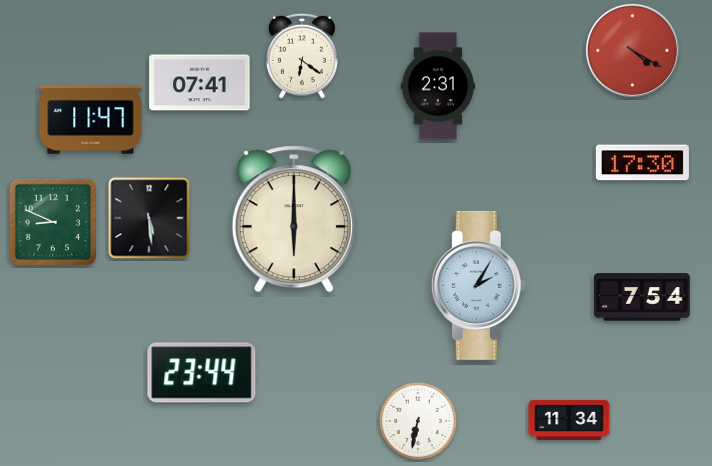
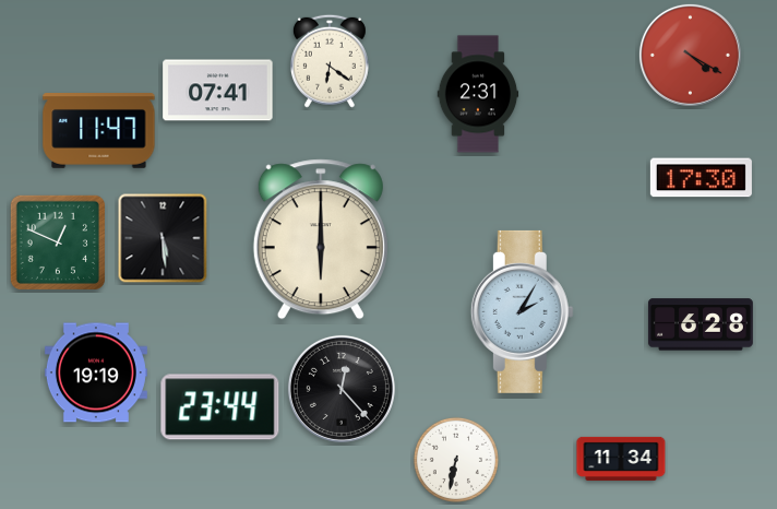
clock at (53, 222): 8:49 -> 12:49
clock at (642, 297): 7:54 -> 6:28
clock at (96, 372): none -> 19:19
clock at (342, 389): none -> 12:23
